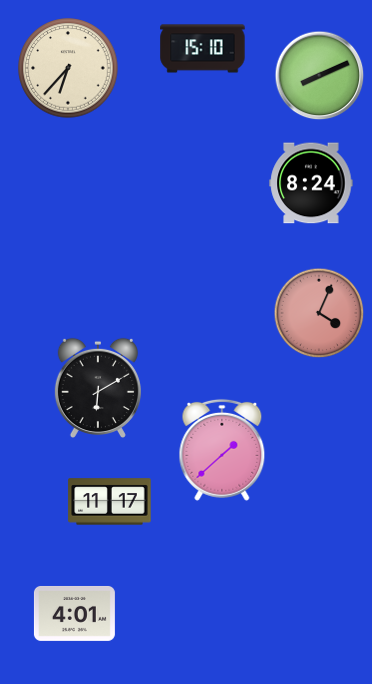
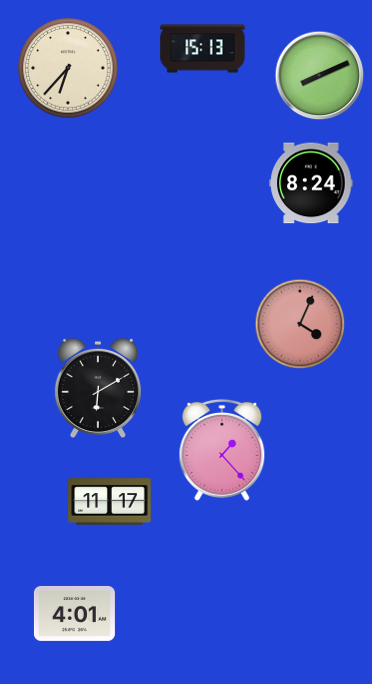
clock at (203, 49): 15:10 -> 15:13
clock at (319, 313) position: (319, 313) -> (300, 324)
clock at (222, 450): 1:38 -> 1:23
